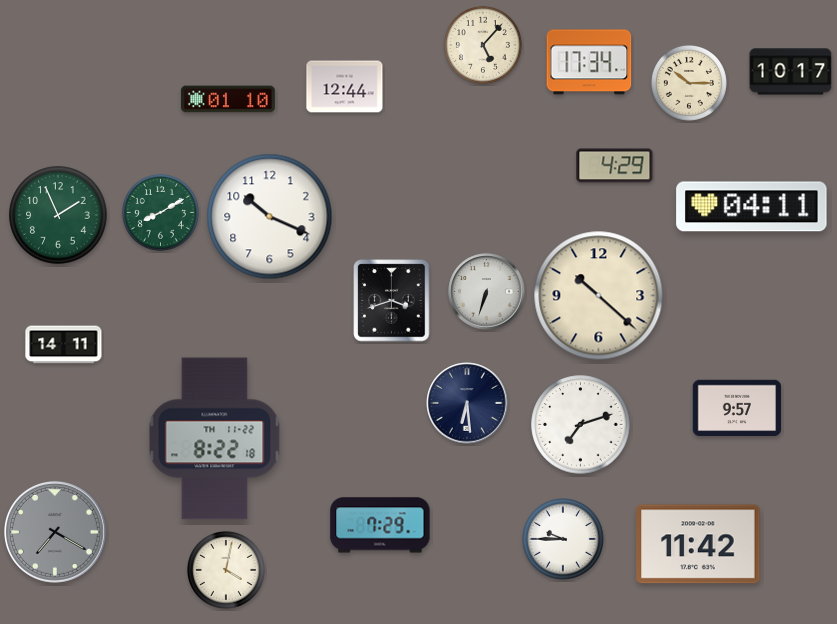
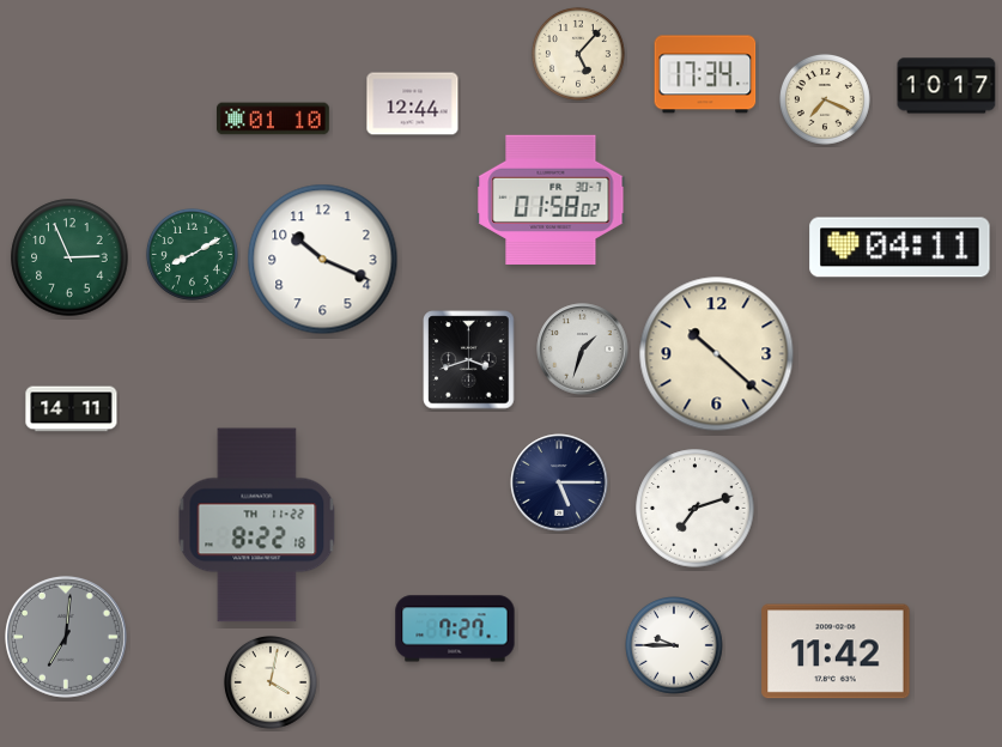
clock at (689, 83): 10:15 -> 7:19
clock at (551, 199): none -> 01:58
clock at (615, 166): 4:29 -> none
clock at (58, 215): 1:56 -> 2:56
clock at (487, 292): 6:33 -> 1:33
clock at (64, 345) position: (64, 345) -> (72, 409)
clock at (467, 403): 6:29 -> 5:15
clock at (737, 408): 9:57 -> none
clock at (380, 525): 7:29 -> 7:27
clock at (55, 532): 7:20 -> 7:01
